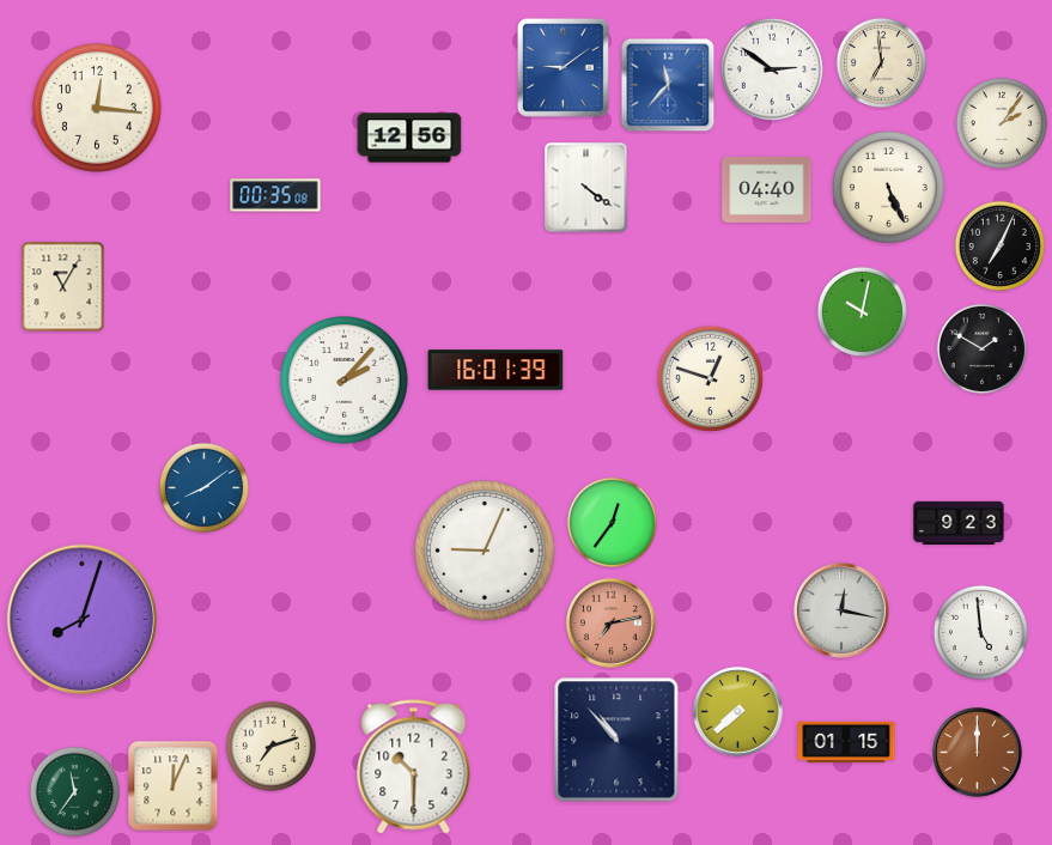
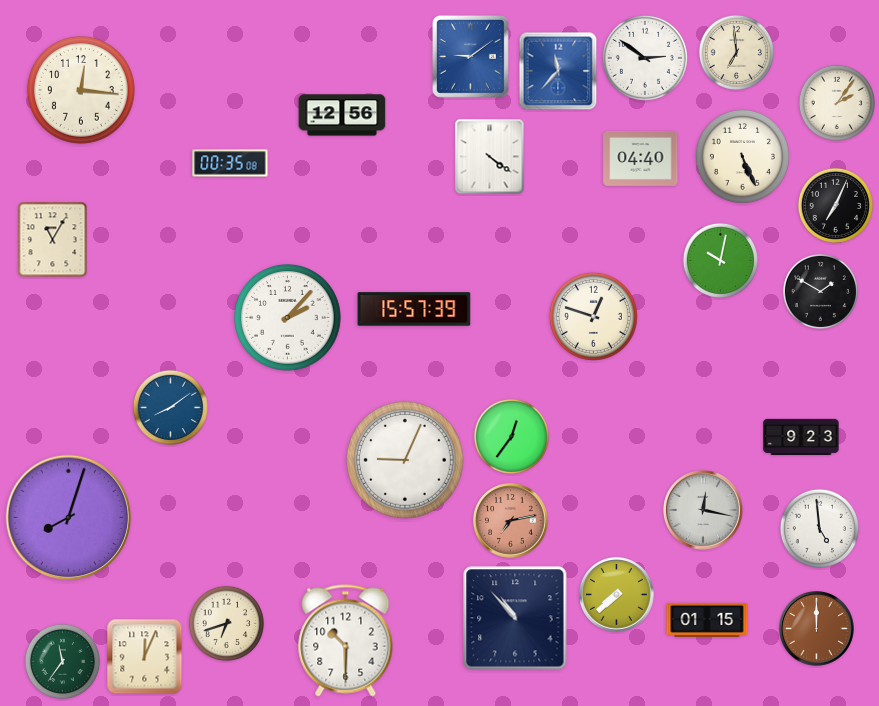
clock at (495, 370): 16:01 -> 15:57
clock at (270, 746): 7:12 -> 6:42
